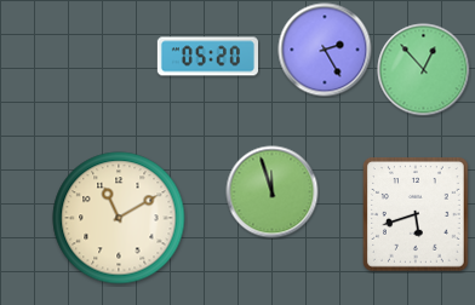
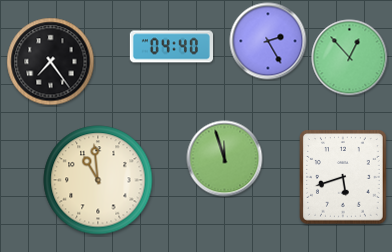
clock at (207, 57): 05:20 -> 04:40
clock at (51, 62): none -> 7:24
clock at (119, 218): 11:10 -> 10:59
